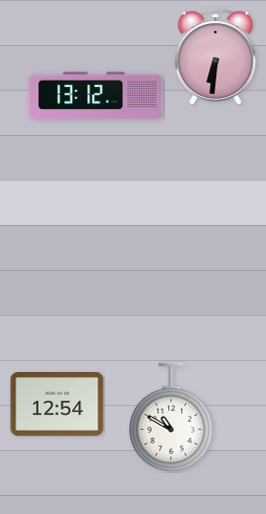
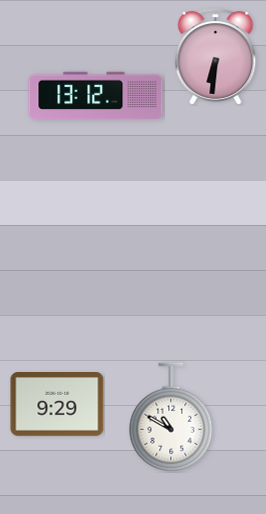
clock at (57, 405): 12:54 -> 9:29
